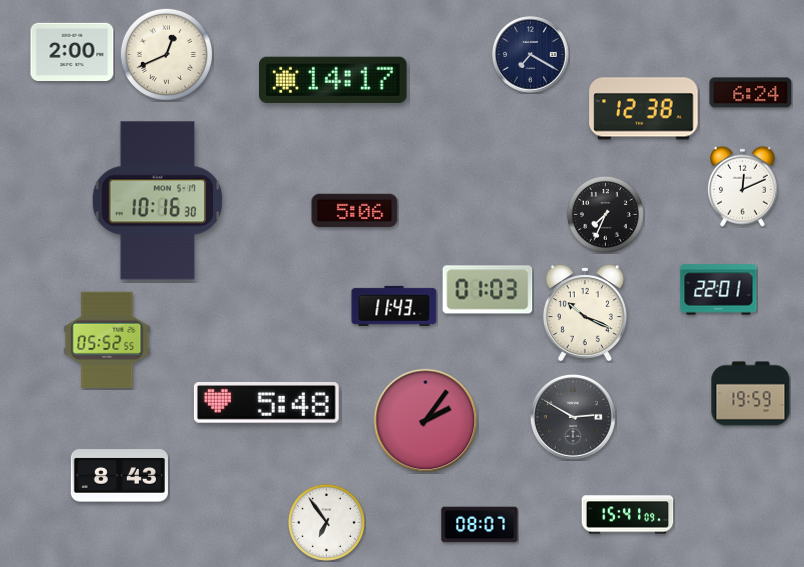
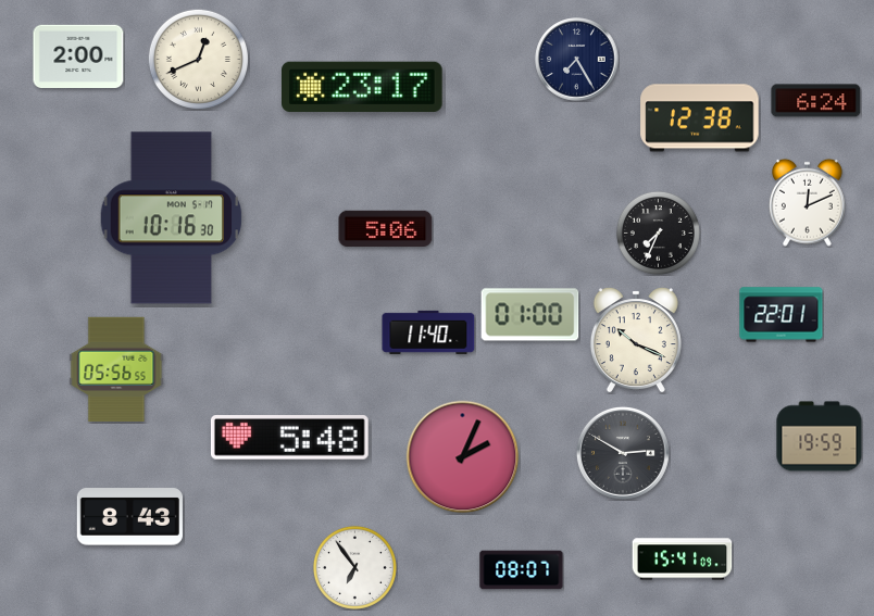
clock at (166, 54) position: (166, 54) -> (198, 59)
clock at (531, 55): 7:20 -> 7:25
clock at (334, 80): 14:17 -> 23:17
clock at (488, 290): 01:03 -> 01:00
clock at (394, 306): 11:43 -> 11:40
clock at (107, 339): 05:52 -> 05:56
clock at (751, 394) position: (751, 394) -> (820, 437)
clock at (426, 421): 2:06 -> 2:04
